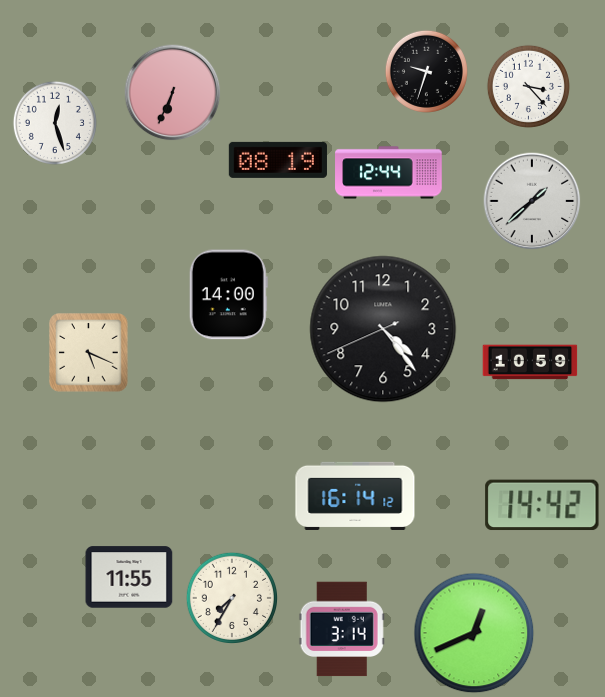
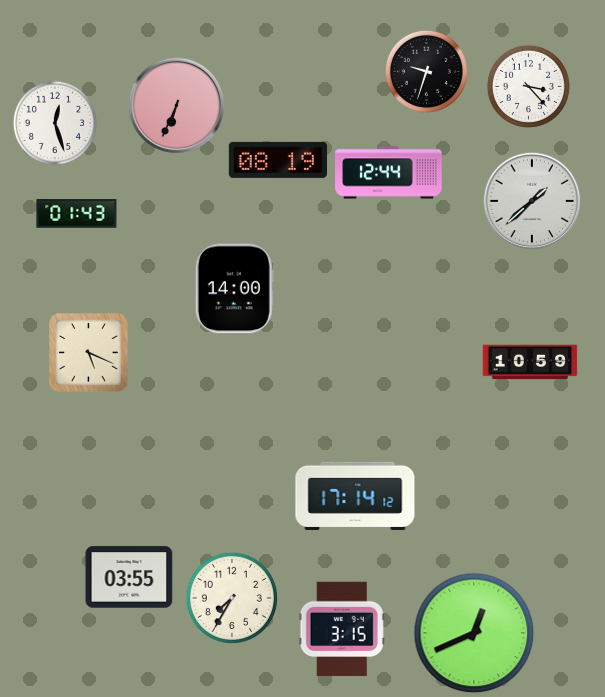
clock at (173, 93) position: (173, 93) -> (177, 106)
clock at (77, 214): none -> 01:43
clock at (228, 295) position: (228, 295) -> (234, 289)
clock at (383, 329): 4:23 -> none
clock at (355, 496): 16:14 -> 17:14
clock at (542, 505): 14:42 -> none
clock at (129, 577): 11:55 -> 03:55
clock at (342, 629): 3:14 -> 3:15
